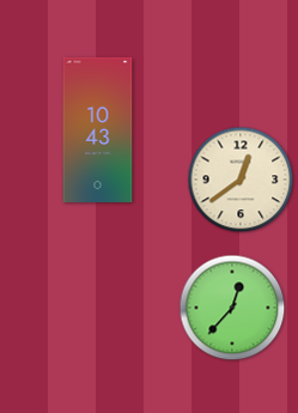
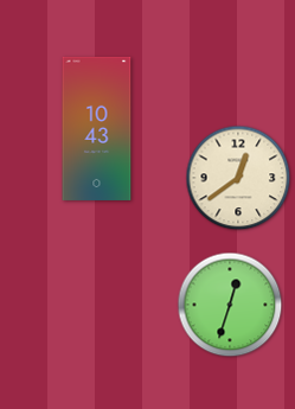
clock at (232, 308): 12:37 -> 12:33
